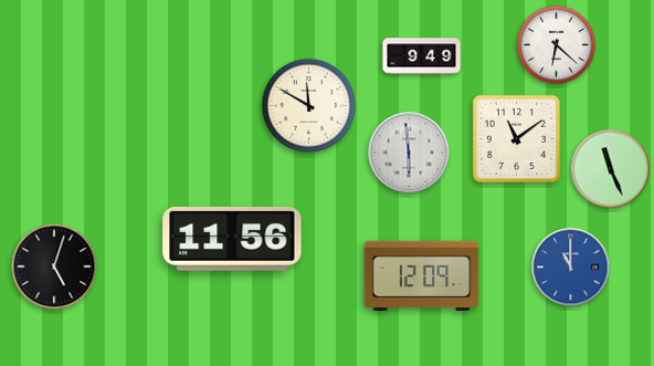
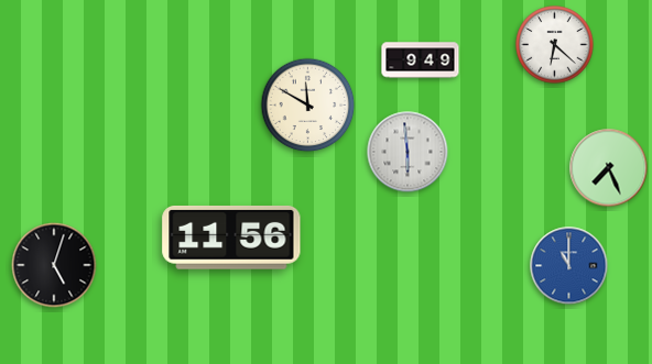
clock at (422, 56) position: (422, 56) -> (421, 60)
clock at (516, 138): 11:09 -> none
clock at (611, 169): 11:26 -> 7:26
clock at (422, 276): 12:09 -> none
